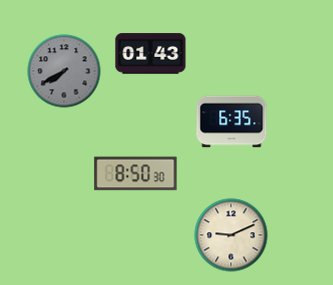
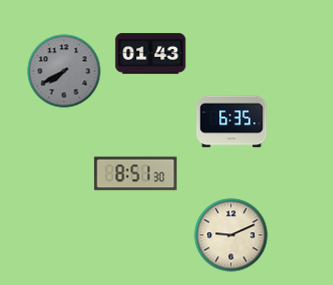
clock at (136, 174): 8:50 -> 8:51
